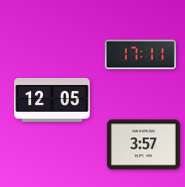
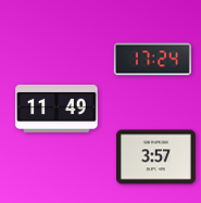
clock at (140, 55): 17:11 -> 17:24
clock at (52, 100): 12:05 -> 11:49
